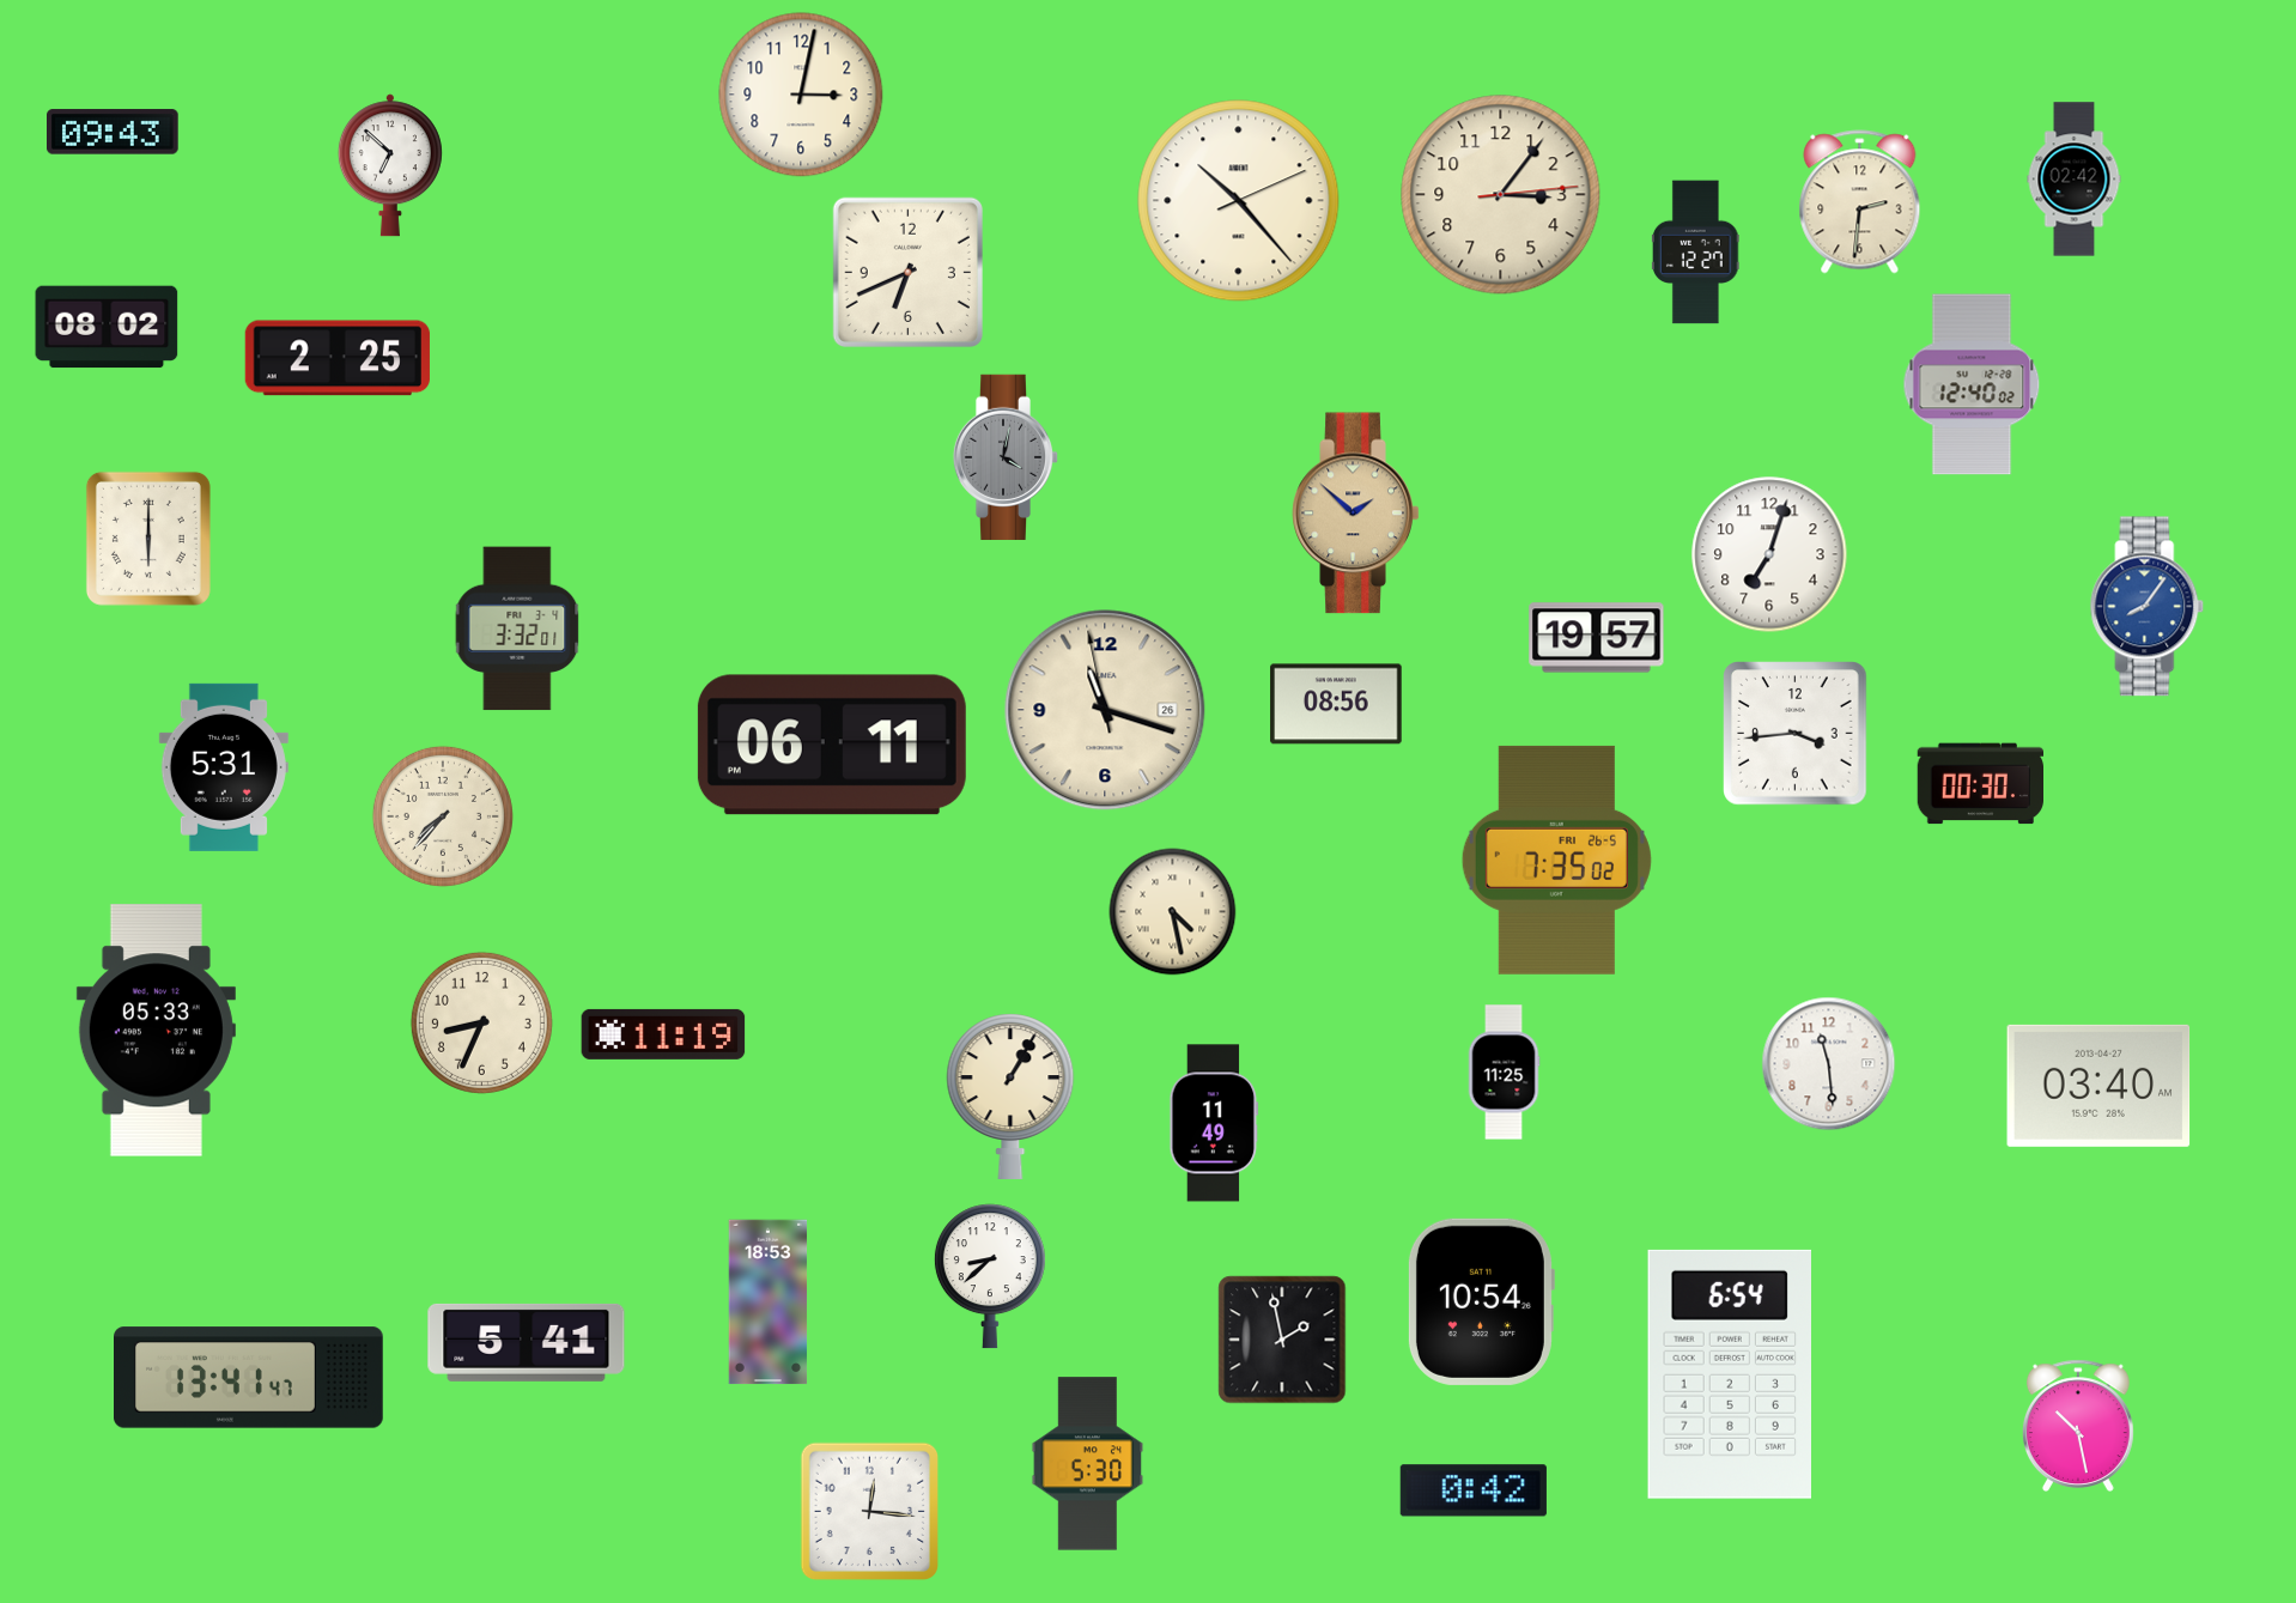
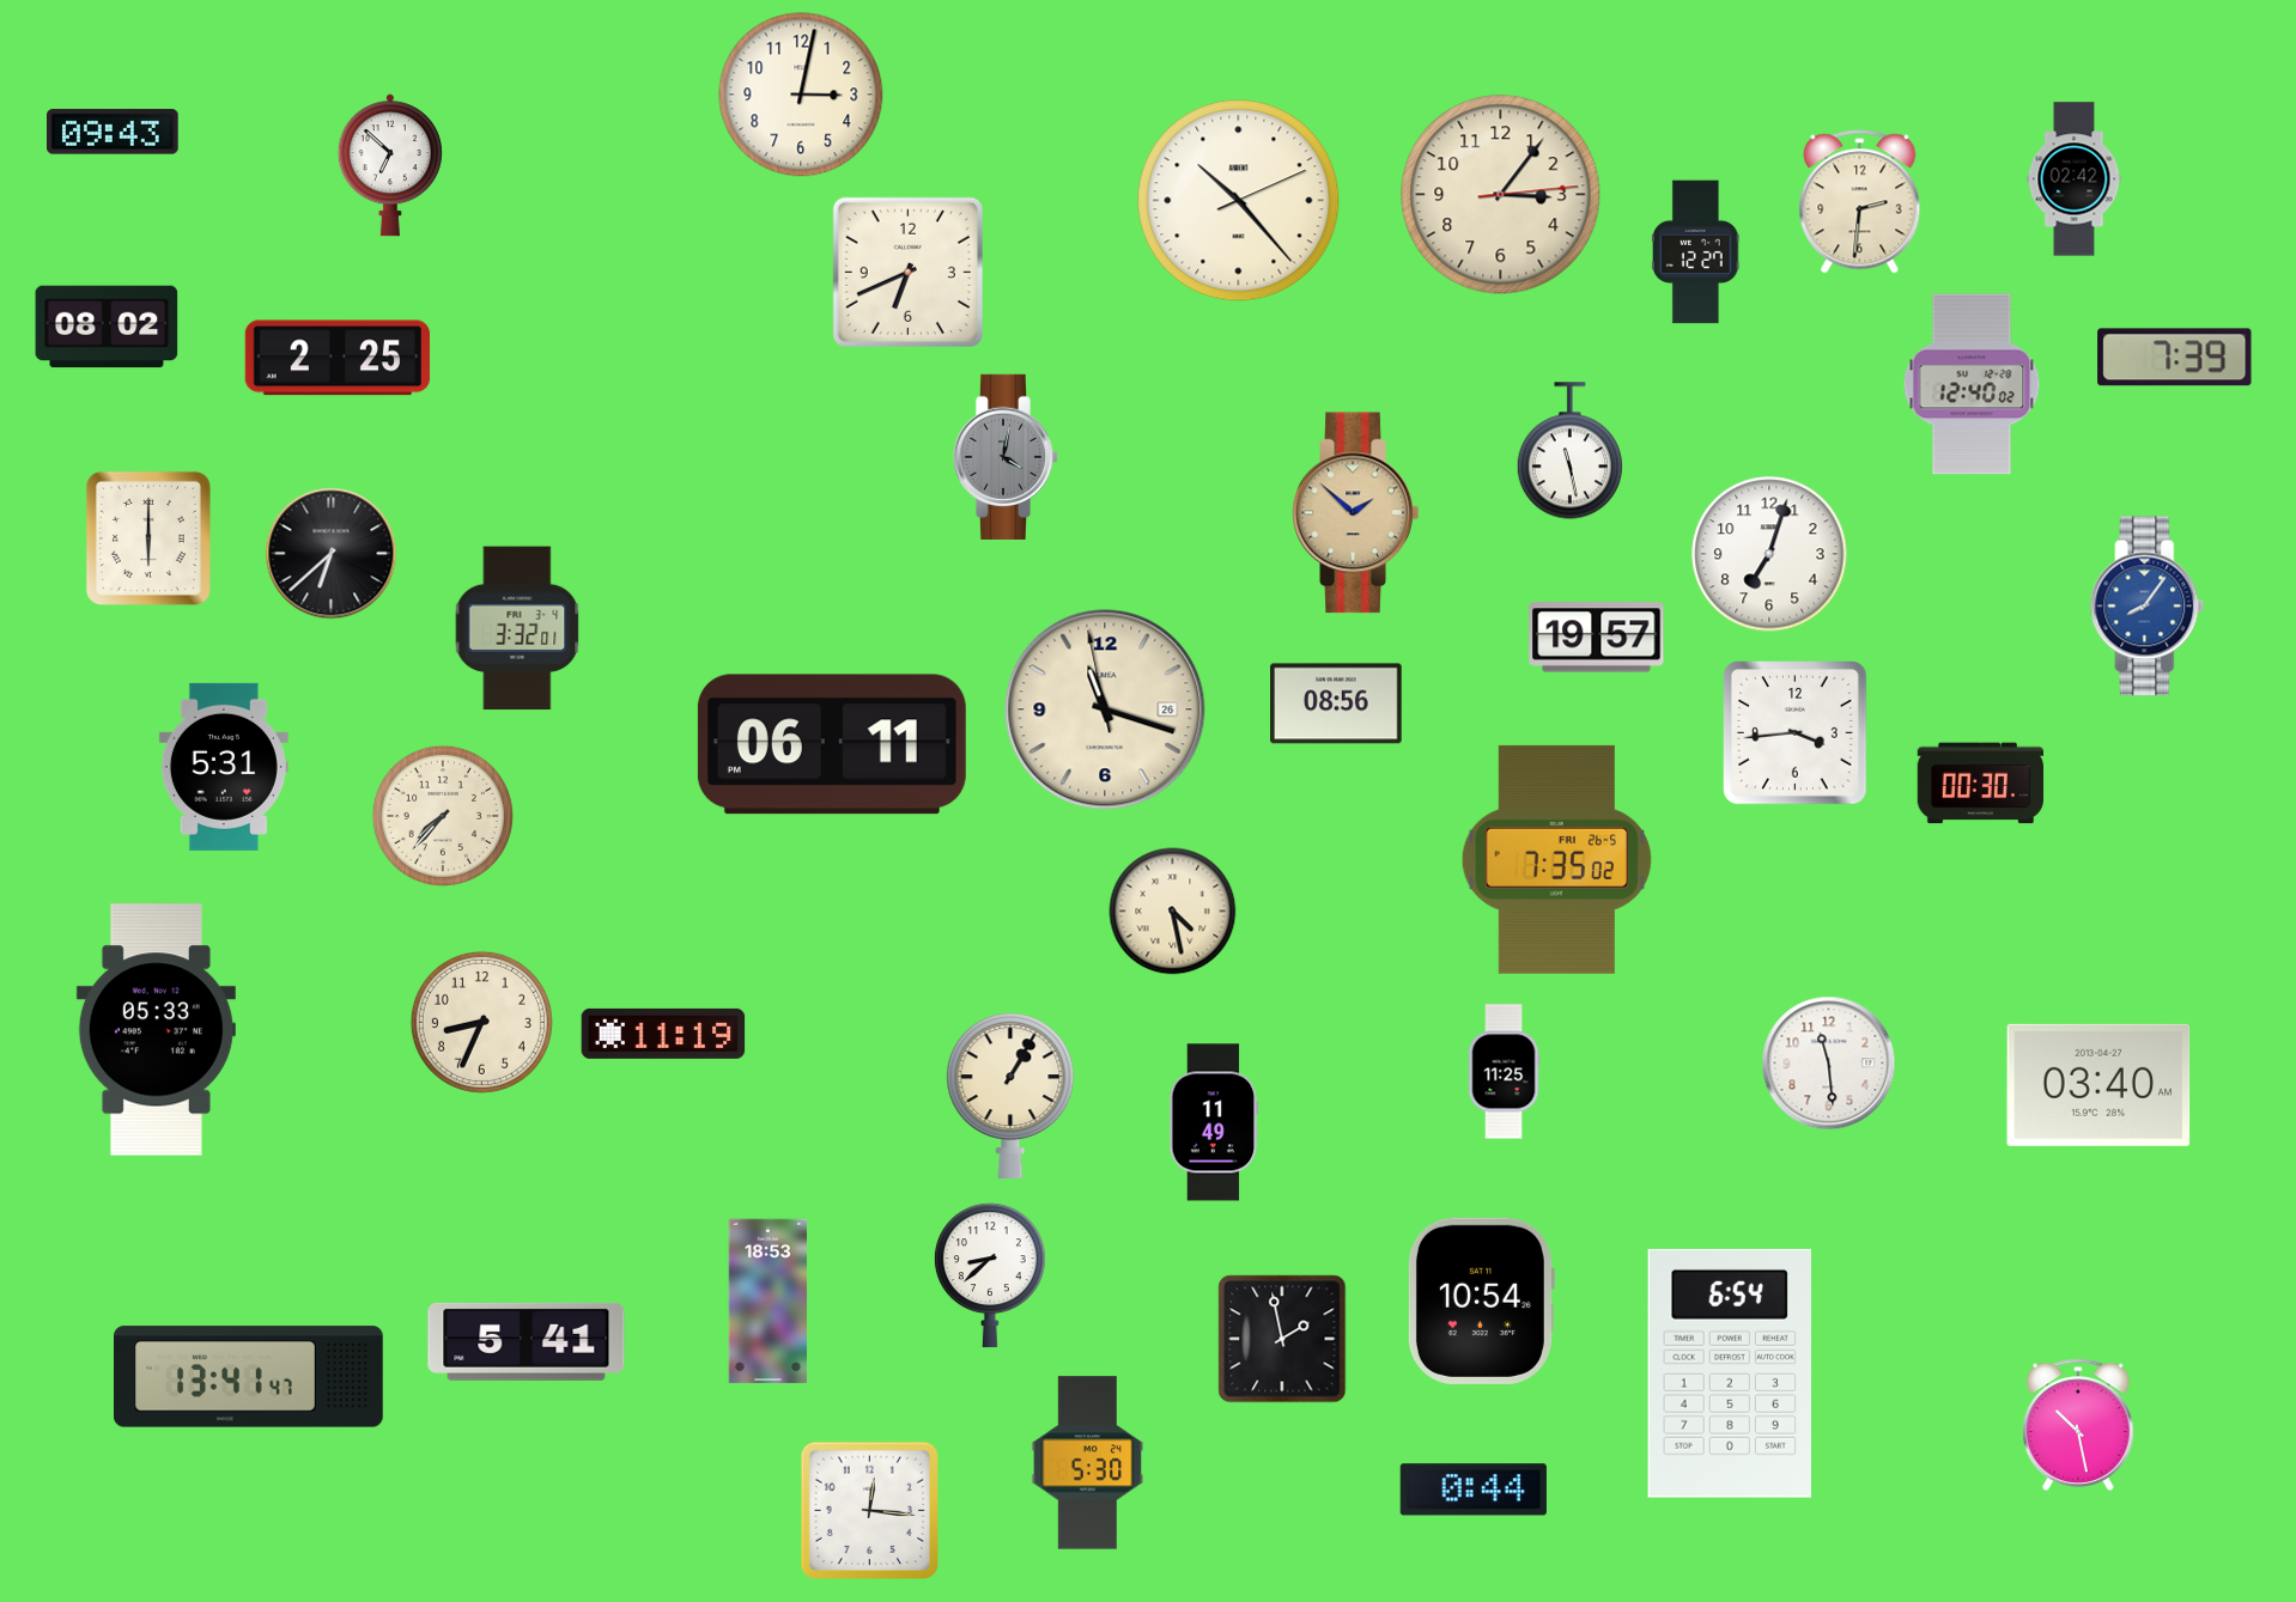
clock at (2175, 358): none -> 7:39
clock at (1569, 451): none -> 11:28
clock at (332, 554): none -> 6:38
clock at (1474, 1490): 0:42 -> 0:44
